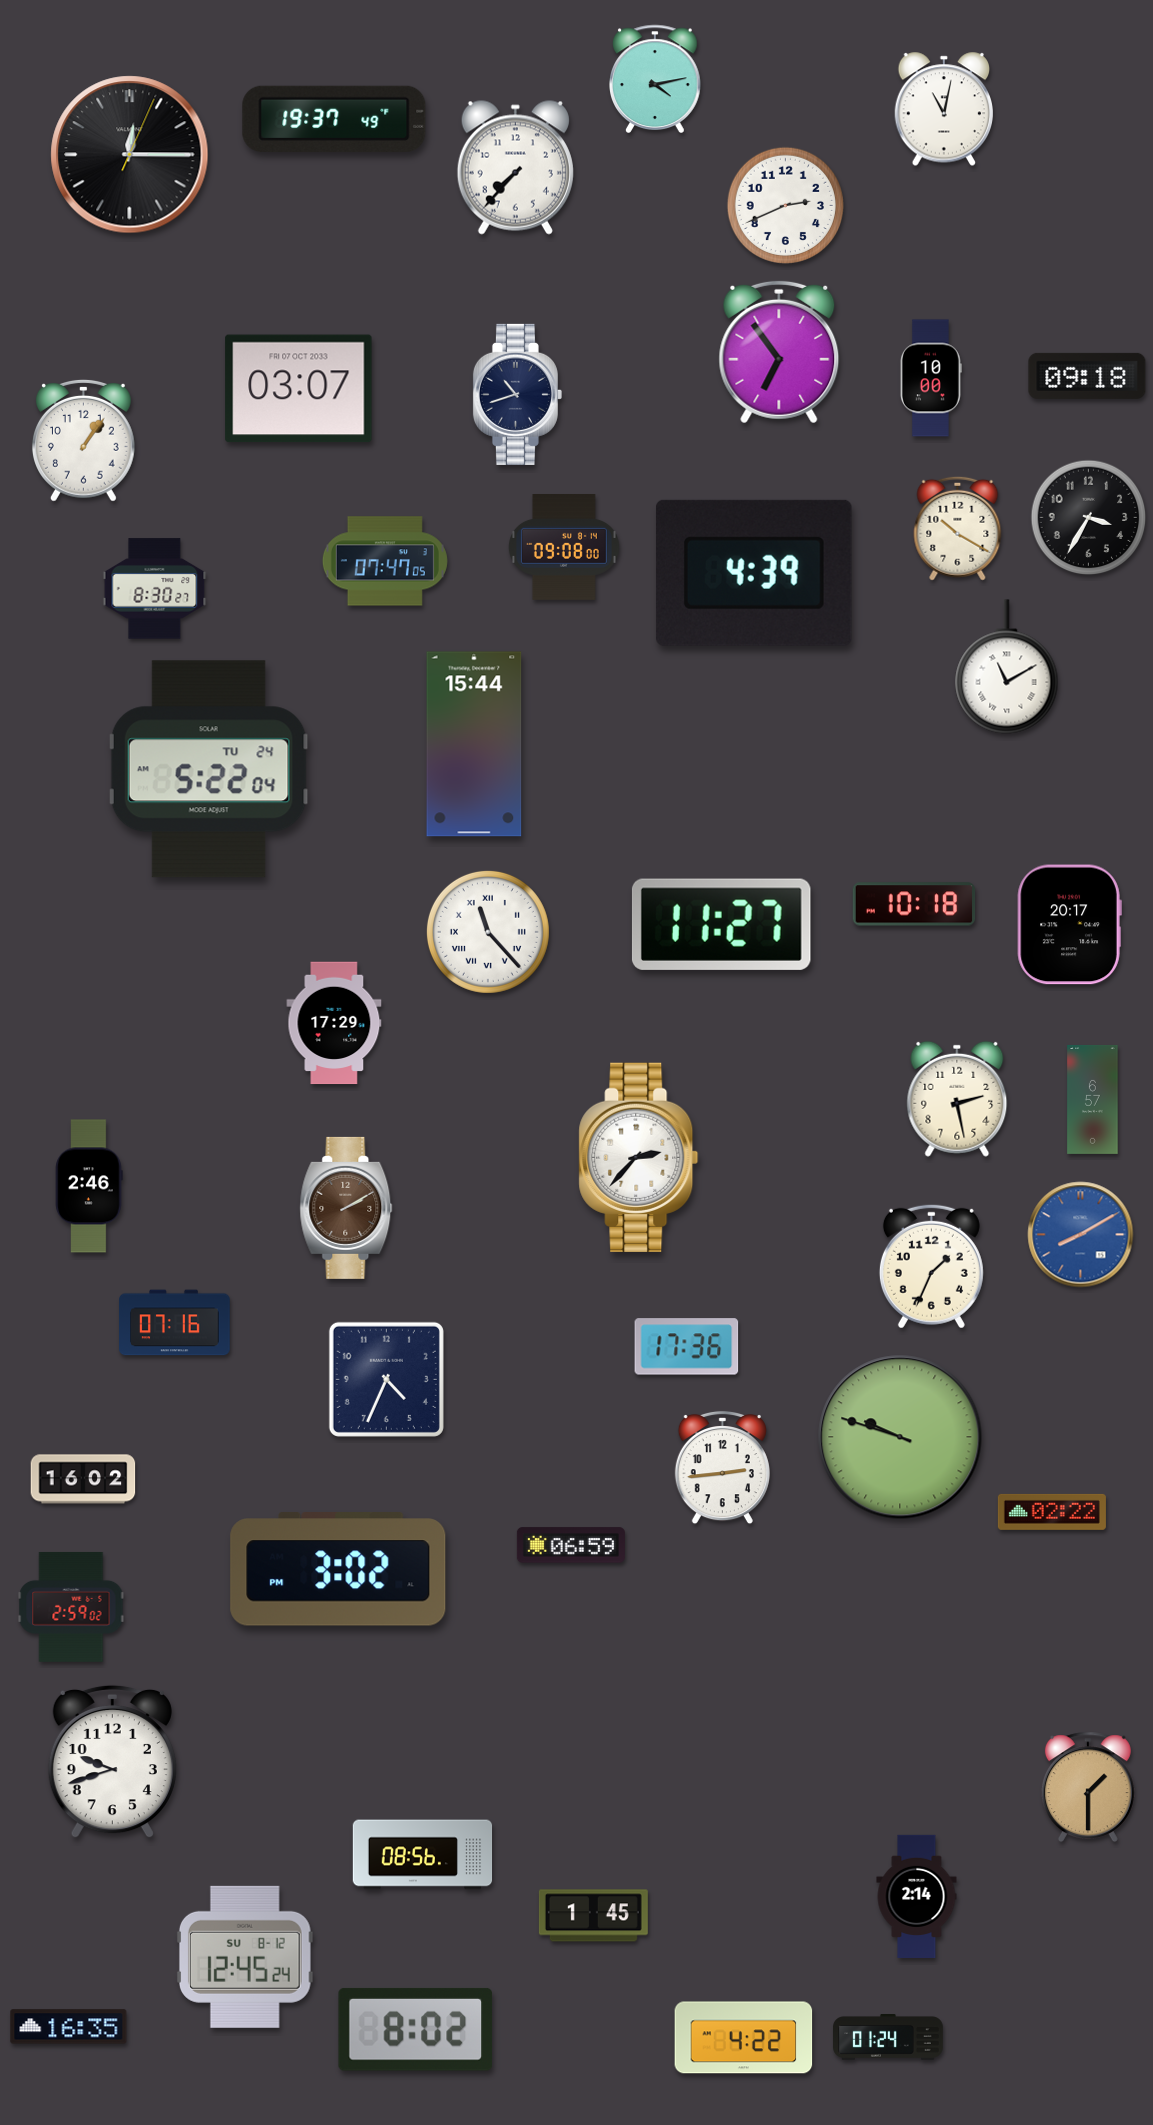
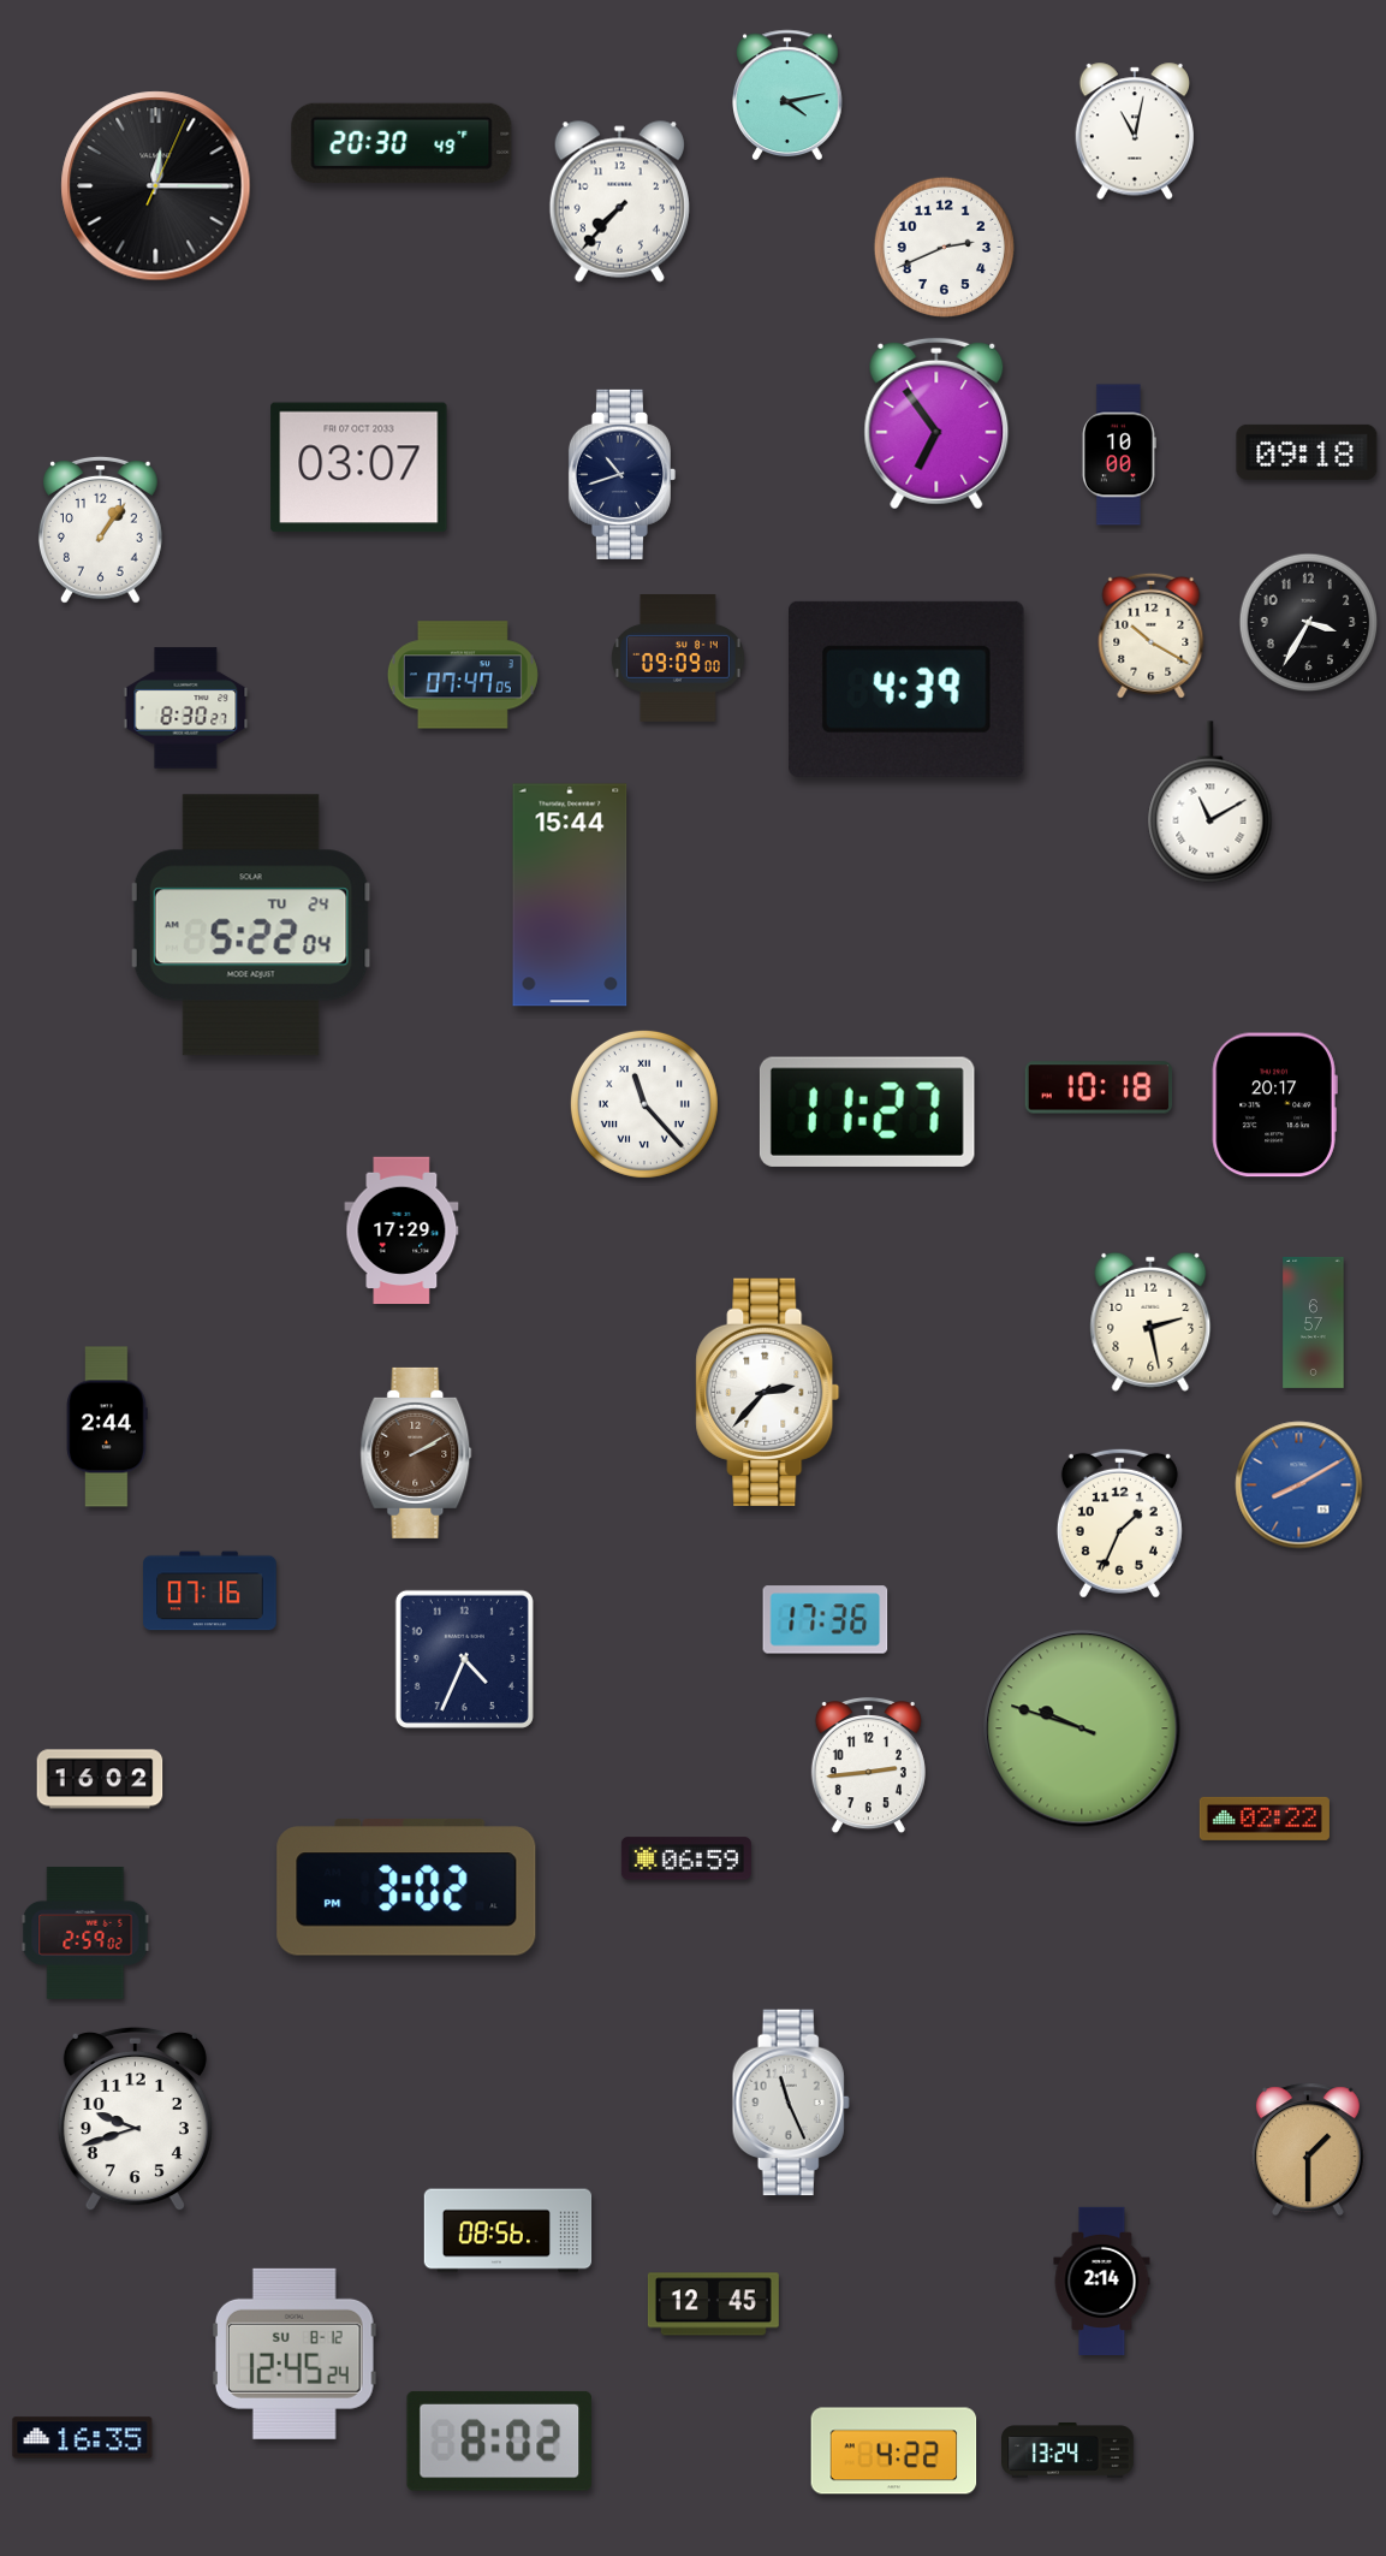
clock at (334, 119): 19:37 -> 20:30
clock at (564, 548): 09:08 -> 09:09
clock at (1069, 925) position: (1069, 925) -> (1274, 1105)
clock at (488, 932) position: (488, 932) -> (644, 1104)
clock at (89, 1186): 2:46 -> 2:44
clock at (791, 2103): none -> 11:26
clock at (593, 1916): 1:45 -> 12:45
clock at (889, 2038): 01:24 -> 13:24
